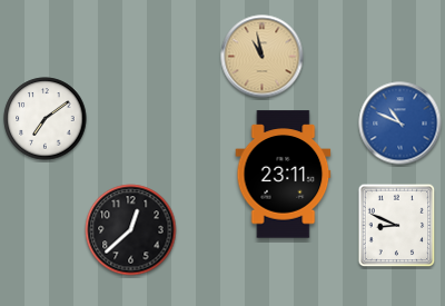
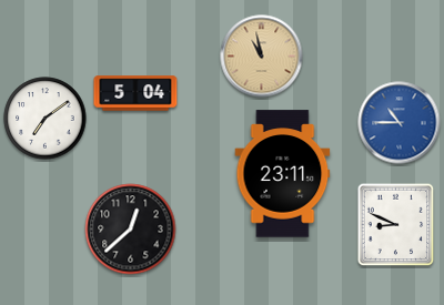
clock at (135, 93): none -> 5:04
clock at (400, 124): 10:49 -> 10:45
